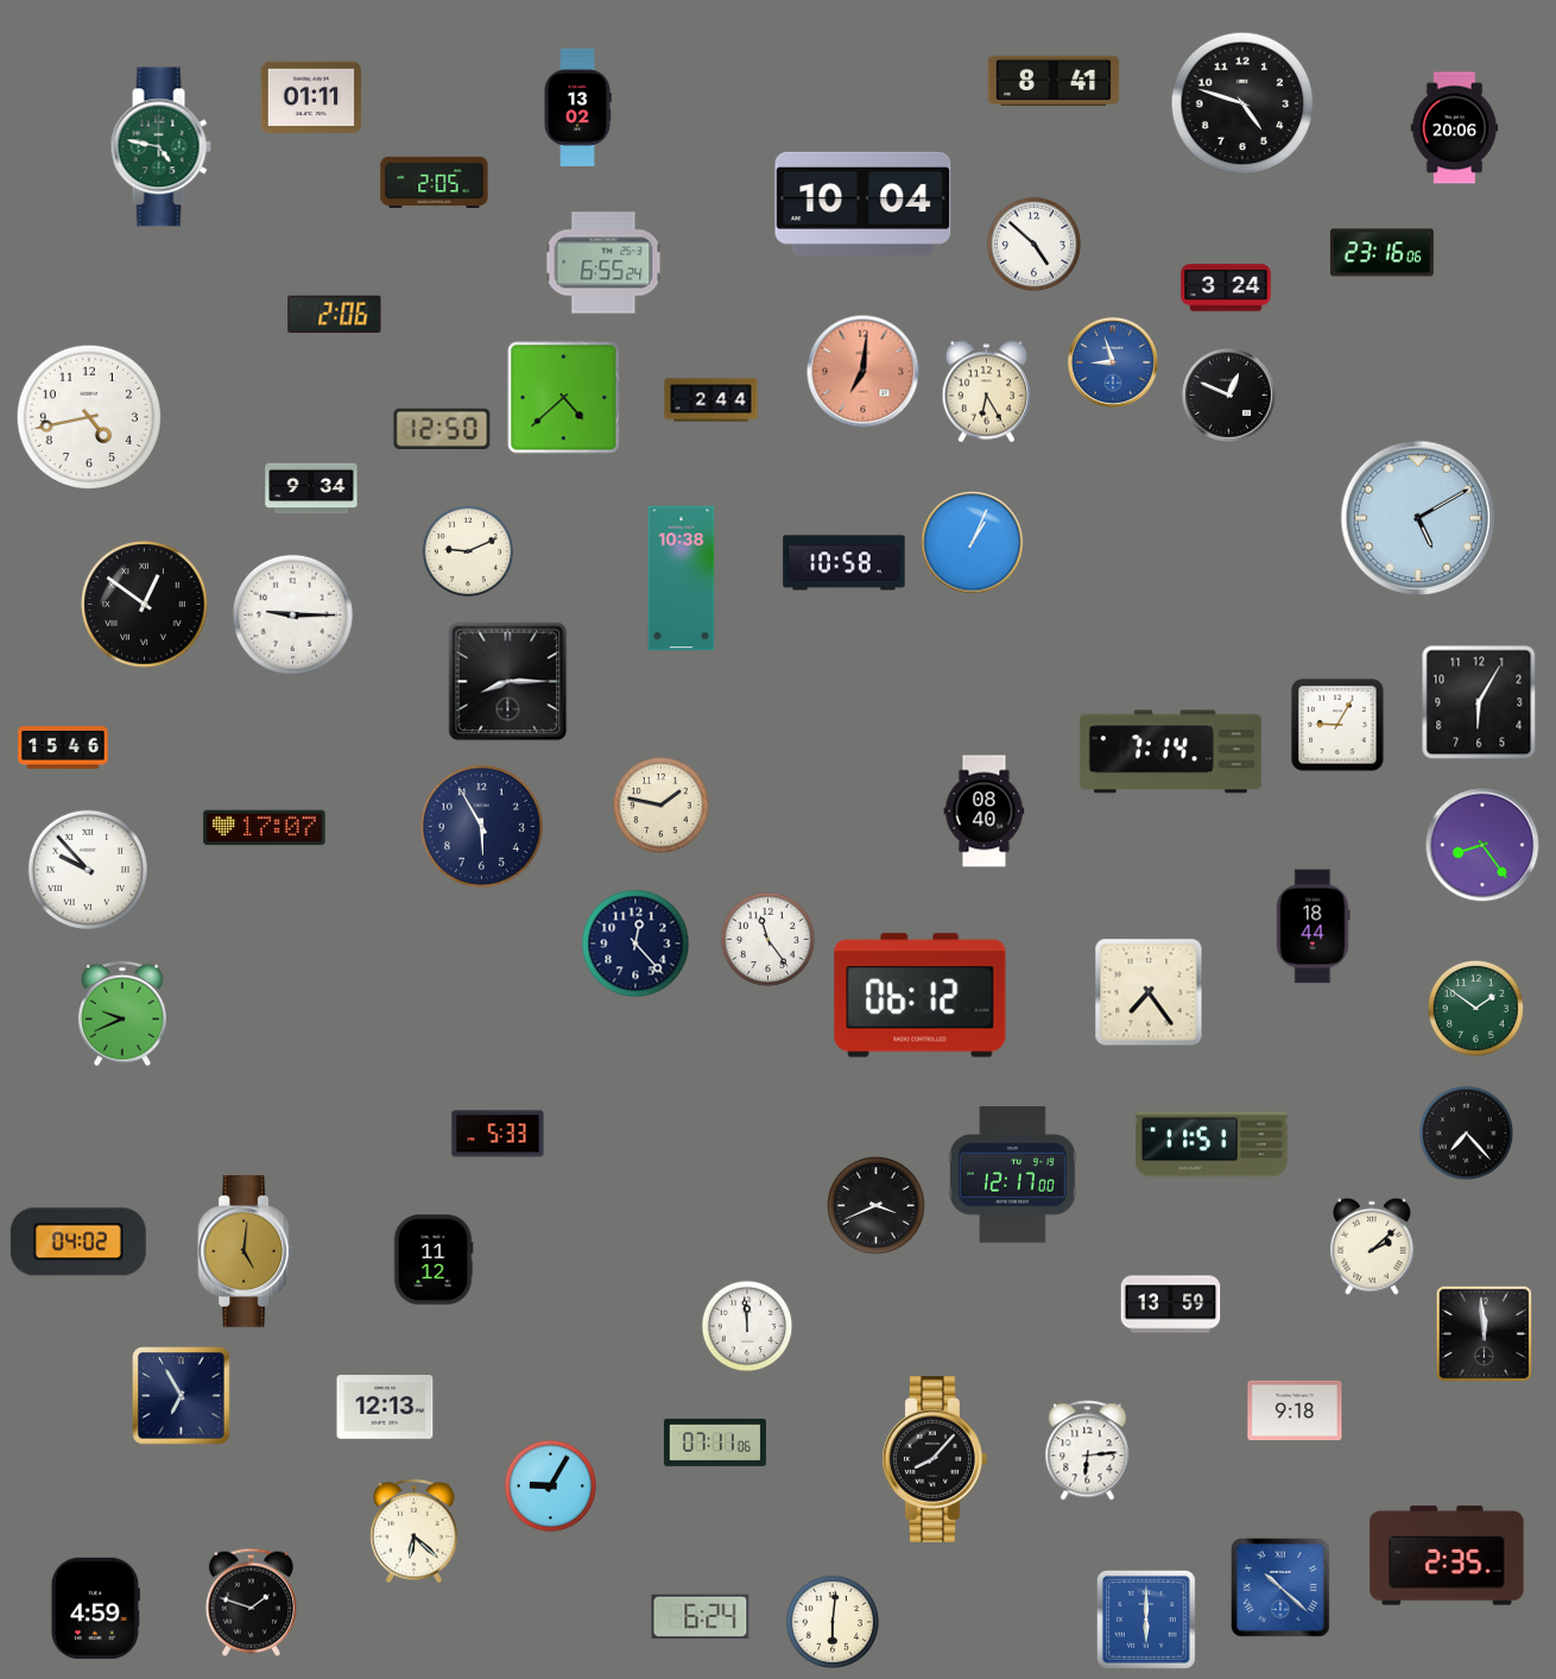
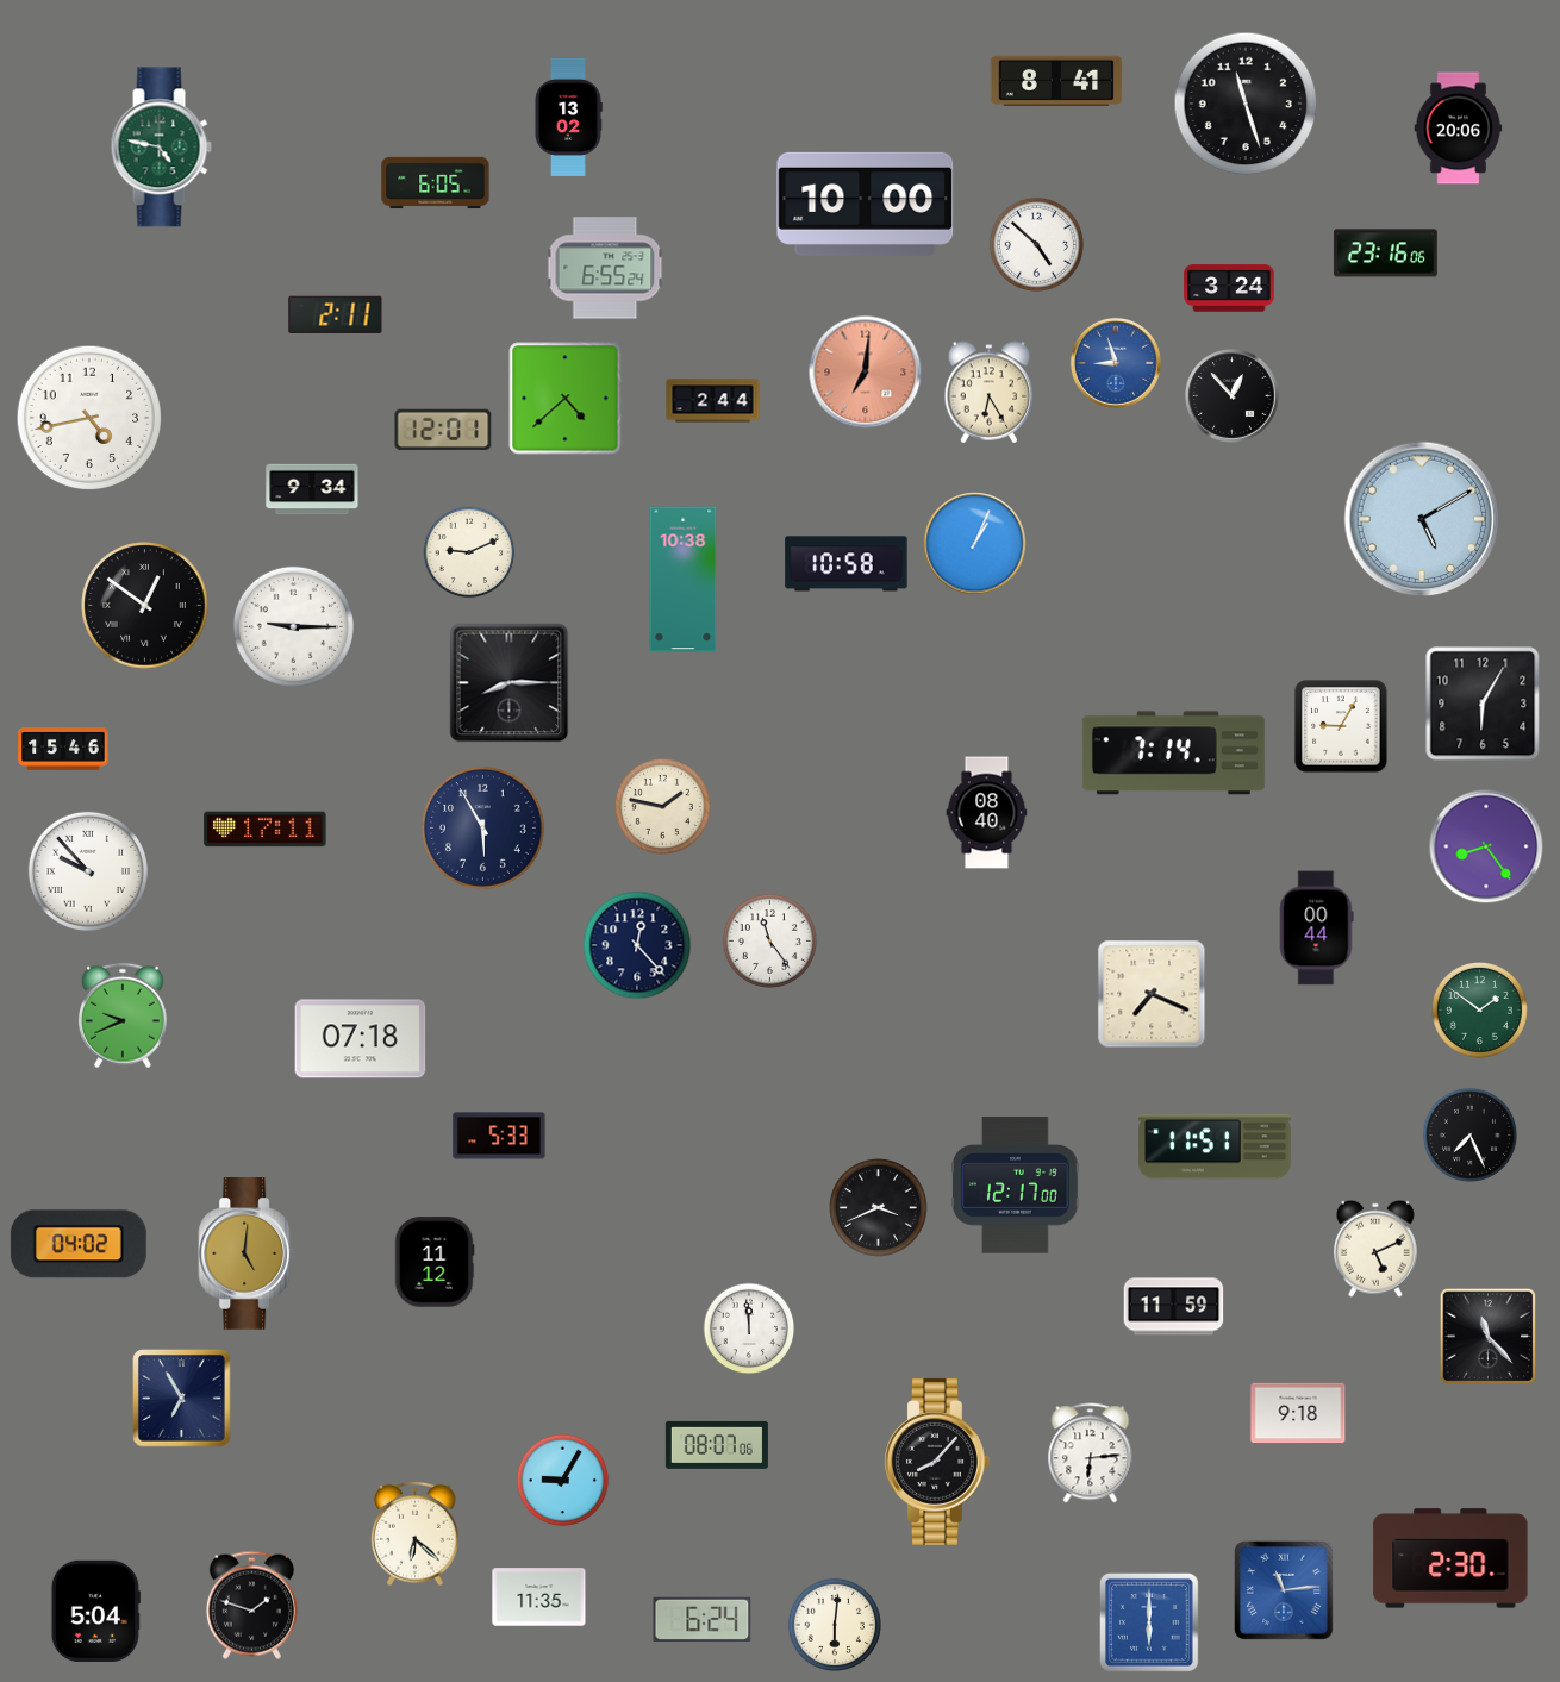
clock at (311, 96): 01:11 -> none
clock at (1242, 103): 4:48 -> 11:27
clock at (577, 107) position: (577, 107) -> (568, 117)
clock at (435, 183): 2:05 -> 6:05
clock at (864, 203): 10:04 -> 10:00
clock at (603, 263) position: (603, 263) -> (605, 268)
clock at (335, 314): 2:06 -> 2:11
clock at (1229, 396): 12:49 -> 12:53
clock at (442, 429): 12:50 -> 12:01
clock at (292, 614) position: (292, 614) -> (293, 626)
clock at (265, 828): 17:07 -> 17:11
clock at (1314, 927): 18:44 -> 00:44
clock at (1149, 992): 7:24 -> 7:19
clock at (921, 996): 06:12 -> none
clock at (361, 1039): none -> 07:18
clock at (1466, 1132): 7:23 -> 7:26
clock at (1012, 1175) position: (1012, 1175) -> (1015, 1186)
clock at (1372, 1246): 2:08 -> 5:11
clock at (1171, 1305): 13:59 -> 11:59
clock at (1485, 1334): 11:59 -> 11:23
clock at (385, 1407): 12:13 -> none
clock at (715, 1443): 07:11 -> 08:07
clock at (551, 1487) position: (551, 1487) -> (563, 1481)
clock at (1447, 1555): 2:35 -> 2:30
clock at (1280, 1588): 10:22 -> 11:14
clock at (539, 1597): none -> 11:35
clock at (95, 1608): 4:59 -> 5:04
